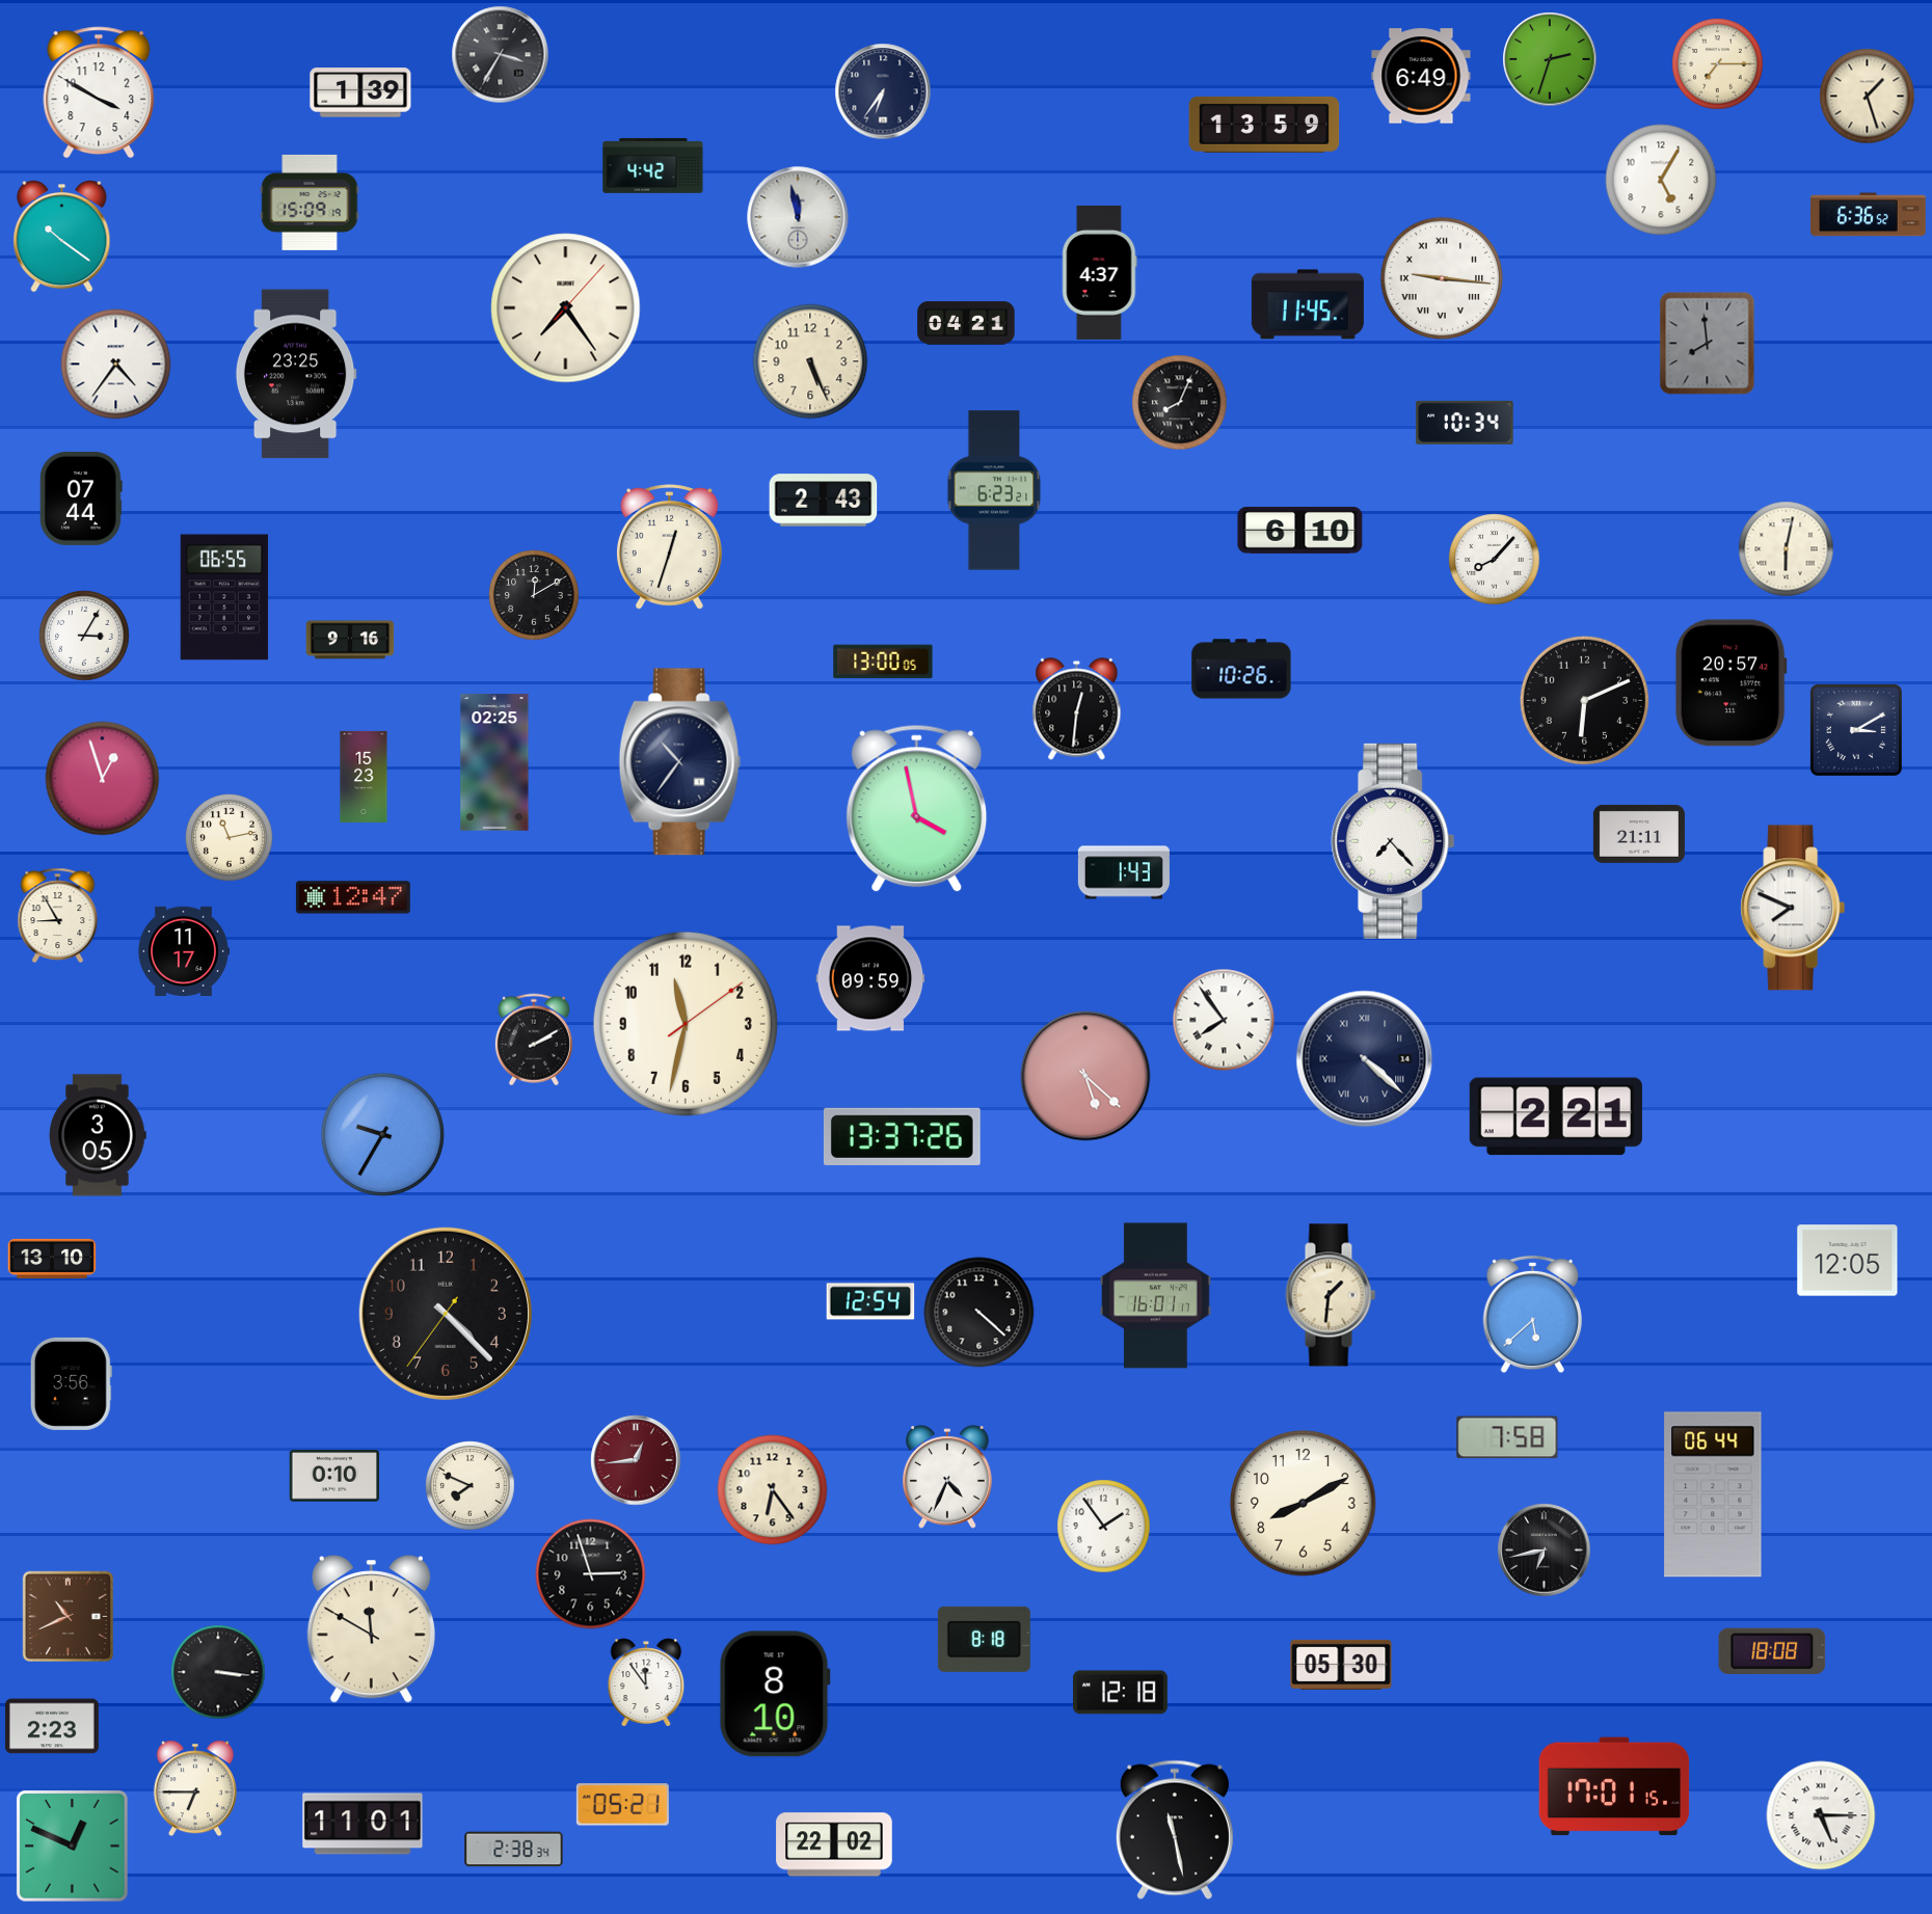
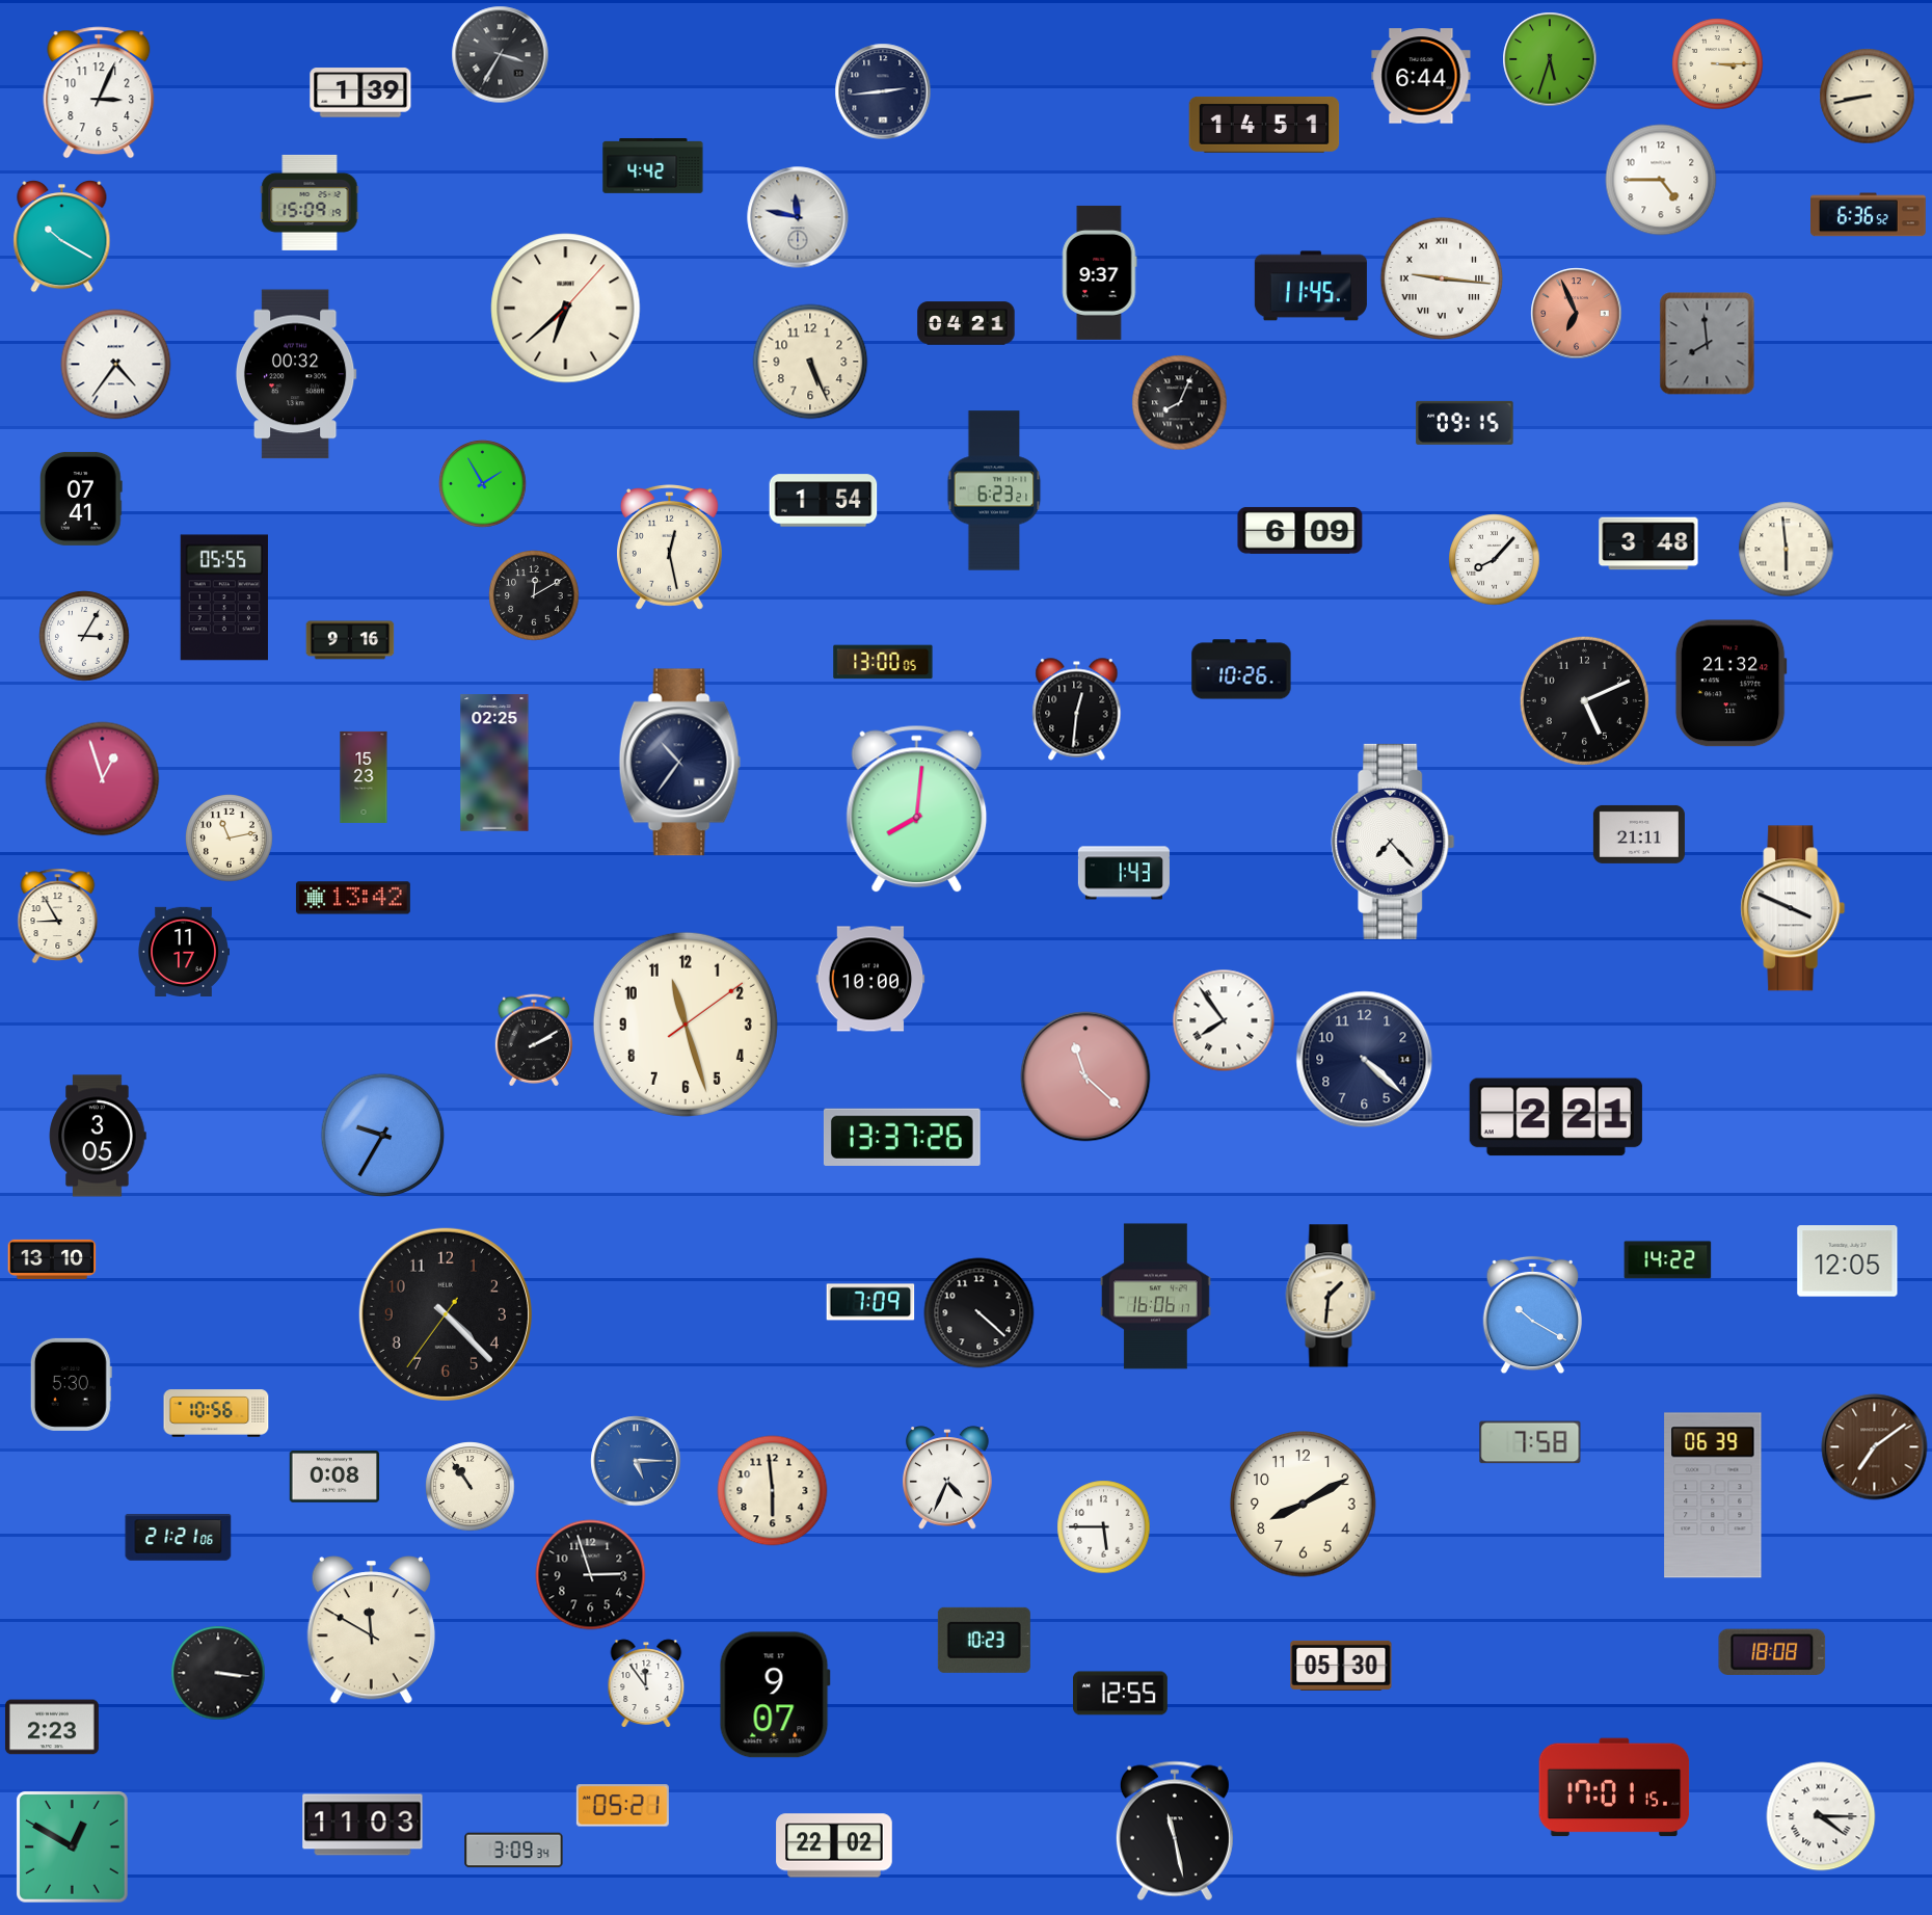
clock at (1550, 59): 2:33 -> 5:33
clock at (1718, 64): 7:15 -> 3:15
clock at (1421, 76): 6:49 -> 6:44
clock at (883, 91): 6:36 -> 2:44
clock at (99, 92): 3:50 -> 3:04
clock at (1868, 97): 1:27 -> 8:43
clock at (1264, 125): 13:59 -> 14:51
clock at (1661, 180): 5:05 -> 4:45
clock at (798, 217): 11:58 -> 11:47
clock at (62, 237): 10:21 -> 10:20
clock at (1100, 272): 4:37 -> 9:37
clock at (1308, 304) position: (1308, 304) -> (1311, 286)
clock at (566, 308): 7:24 -> 6:38
clock at (1577, 314): none -> 6:56
clock at (296, 374): 23:25 -> 00:32
clock at (1465, 423): 10:34 -> 09:15
clock at (483, 484): none -> 1:55
clock at (82, 498): 07:44 -> 07:41
clock at (824, 501): 2:43 -> 1:54
clock at (1300, 530): 6:10 -> 6:09
clock at (1648, 543): none -> 3:48
clock at (669, 547): 12:33 -> 12:28
clock at (1787, 549): 6:02 -> 5:59
clock at (224, 597): 06:55 -> 05:55
clock at (1730, 683): 20:57 -> 21:32
clock at (1584, 700): 6:11 -> 5:11
clock at (1856, 730): 3:10 -> none
clock at (917, 809): 3:58 -> 8:01
clock at (353, 897): 12:47 -> 13:42
clock at (1793, 908): 7:49 -> 3:49
clock at (870, 978): 09:59 -> 10:00
clock at (686, 1024): 11:32 -> 11:27
clock at (1365, 1059) numerals: Roman -> Arabic
clock at (1085, 1076): 5:22 -> 11:22
clock at (1668, 1260): none -> 14:22
clock at (1155, 1296): 16:01 -> 16:06
clock at (870, 1301): 12:54 -> 7:09
clock at (1532, 1315): 5:38 -> 10:20
clock at (71, 1383): 3:56 -> 5:30
clock at (216, 1413): none -> 10:56
clock at (1507, 1437) position: (1507, 1437) -> (1530, 1442)
clock at (1875, 1447): none -> 7:09
clock at (636, 1460): 12:44 -> 5:15
clock at (636, 1460) dial: burgundy -> blue
clock at (334, 1476): 0:10 -> 0:08
clock at (471, 1486): 7:49 -> 10:54
clock at (773, 1490): 6:24 -> 5:59
clock at (1713, 1494): 06:44 -> 06:39
clock at (1104, 1527): 1:54 -> 5:45
clock at (179, 1538): none -> 21:21
clock at (1545, 1551): 6:43 -> none
clock at (68, 1616): 10:41 -> none
clock at (984, 1639): 8:18 -> 10:23
clock at (1121, 1693): 12:18 -> 12:55
clock at (775, 1694): 8:10 -> 9:07
clock at (195, 1788): 6:45 -> none
clock at (1821, 1815): 5:15 -> 4:15
clock at (363, 1824): 11:01 -> 11:03
clock at (72, 1845): 12:49 -> 12:50
clock at (514, 1850): 2:38 -> 3:09
